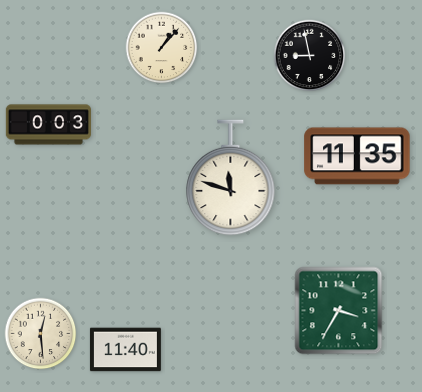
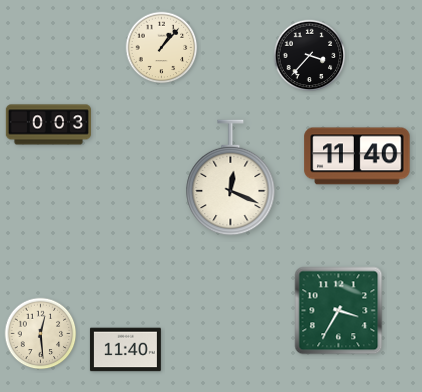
clock at (310, 56): 8:58 -> 3:37
clock at (357, 156): 11:35 -> 11:40
clock at (231, 178): 11:48 -> 12:19
